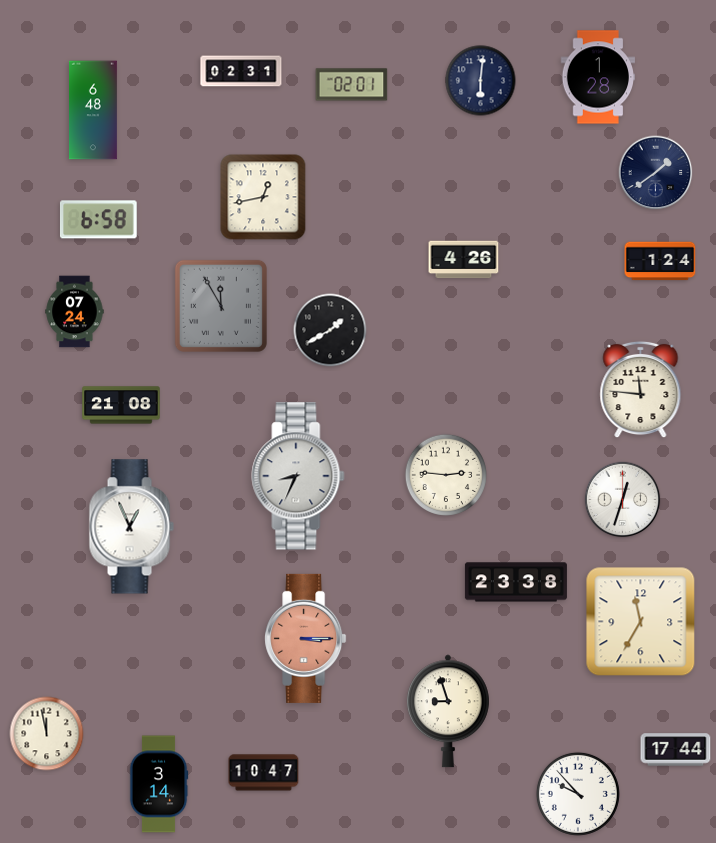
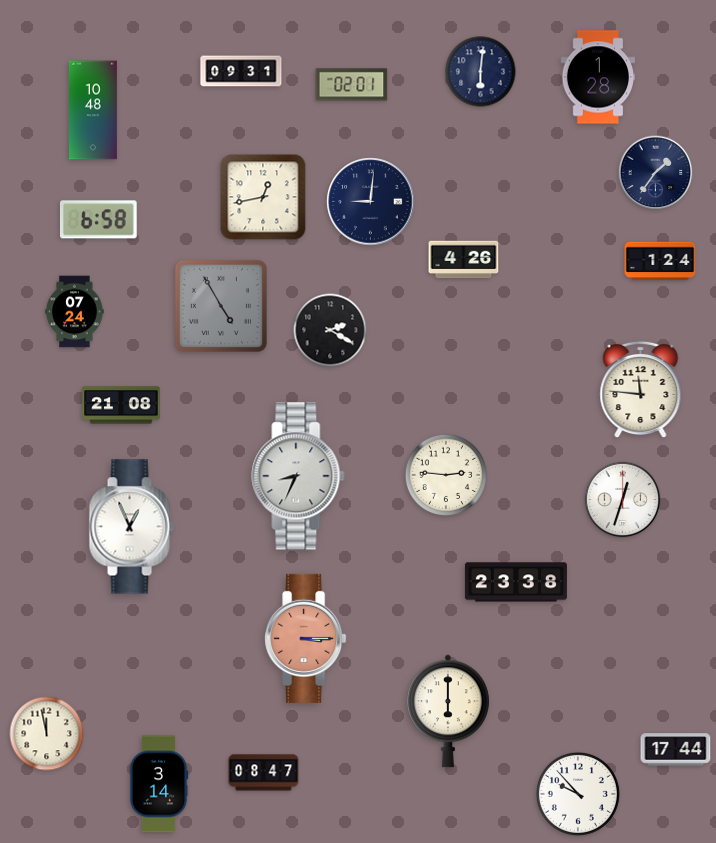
clock at (241, 71): 02:31 -> 09:31
clock at (481, 81) position: (481, 81) -> (481, 72)
clock at (94, 110): 6:48 -> 10:48
clock at (656, 173): 1:39 -> 1:36
clock at (371, 202): none -> 9:01
clock at (221, 306): 11:55 -> 4:55
clock at (330, 330): 1:40 -> 2:20
clock at (641, 622): 11:35 -> none
clock at (448, 711): 8:57 -> 6:00
clock at (264, 773): 10:47 -> 08:47
